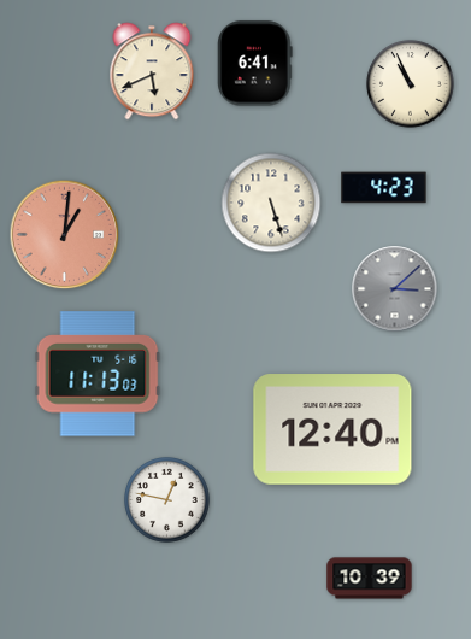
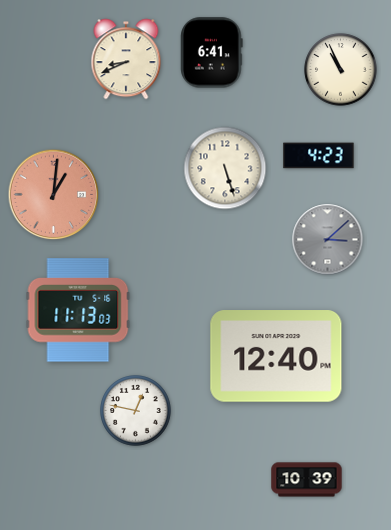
clock at (152, 71): 5:41 -> 8:41
clock at (98, 374) position: (98, 374) -> (78, 310)
clock at (167, 500) position: (167, 500) -> (136, 411)
